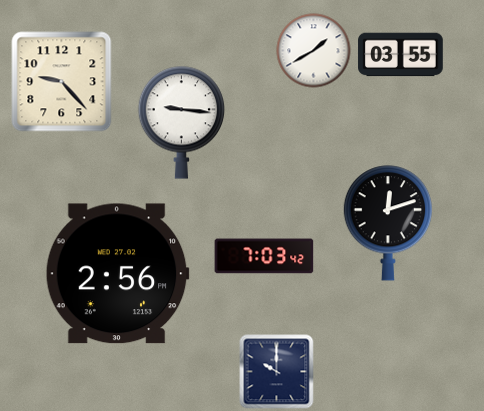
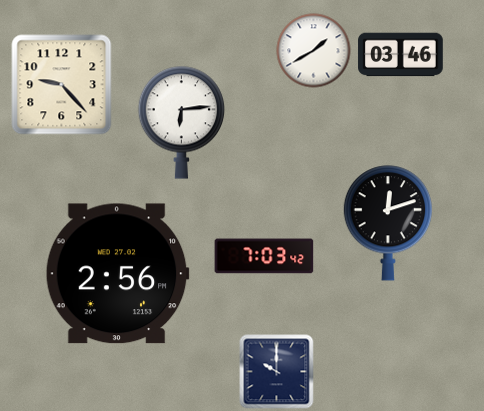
clock at (401, 55): 03:55 -> 03:46
clock at (62, 82) position: (62, 82) -> (62, 85)
clock at (182, 122): 9:16 -> 6:14
